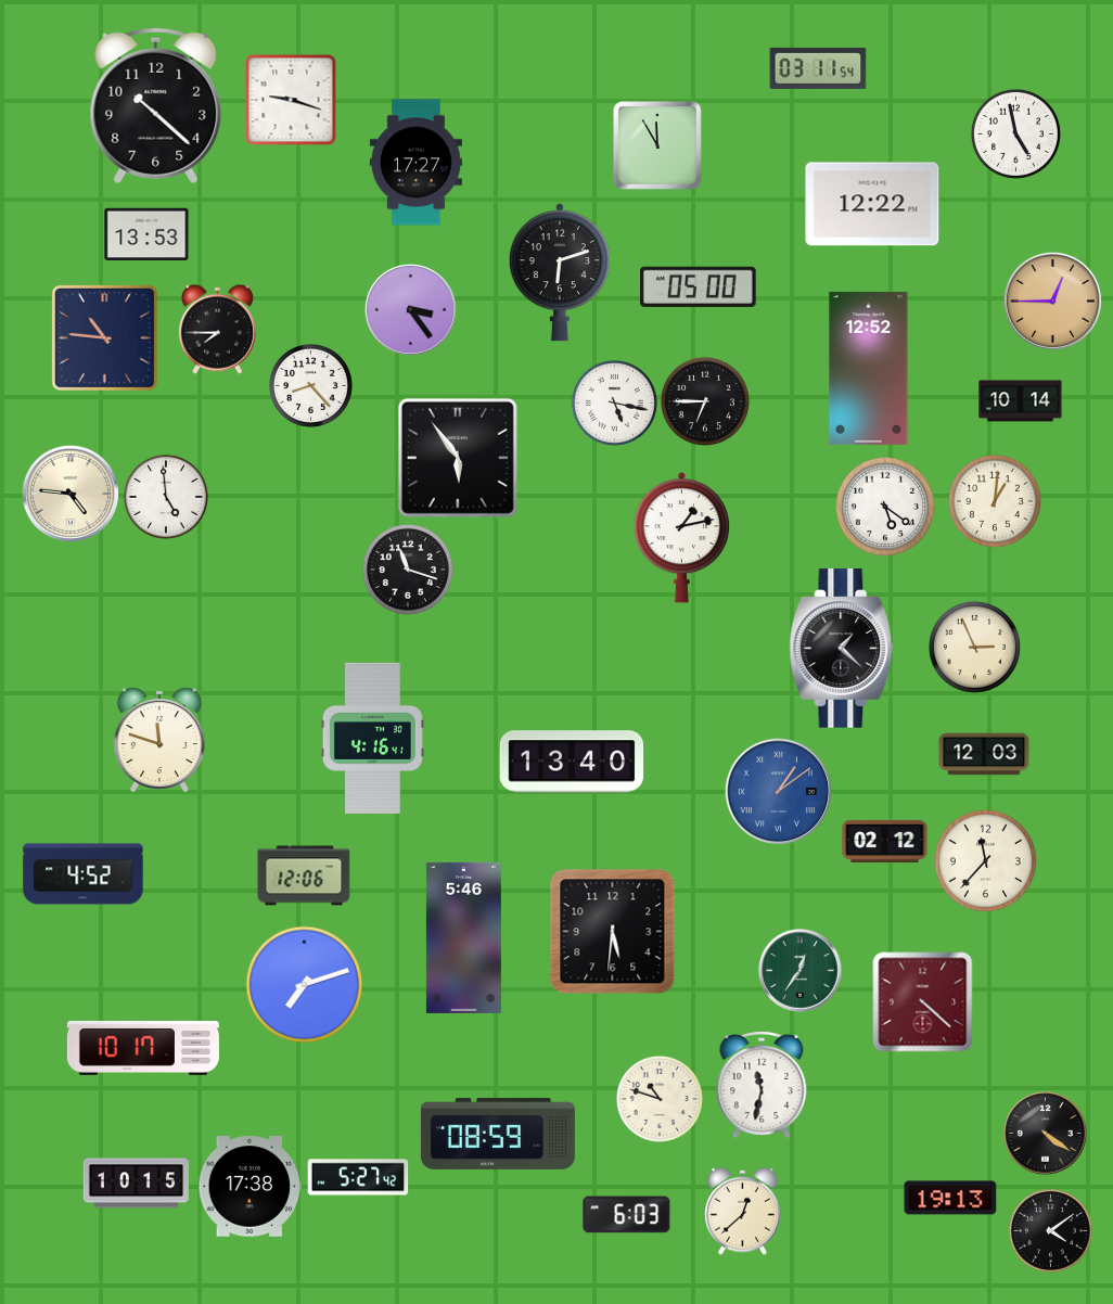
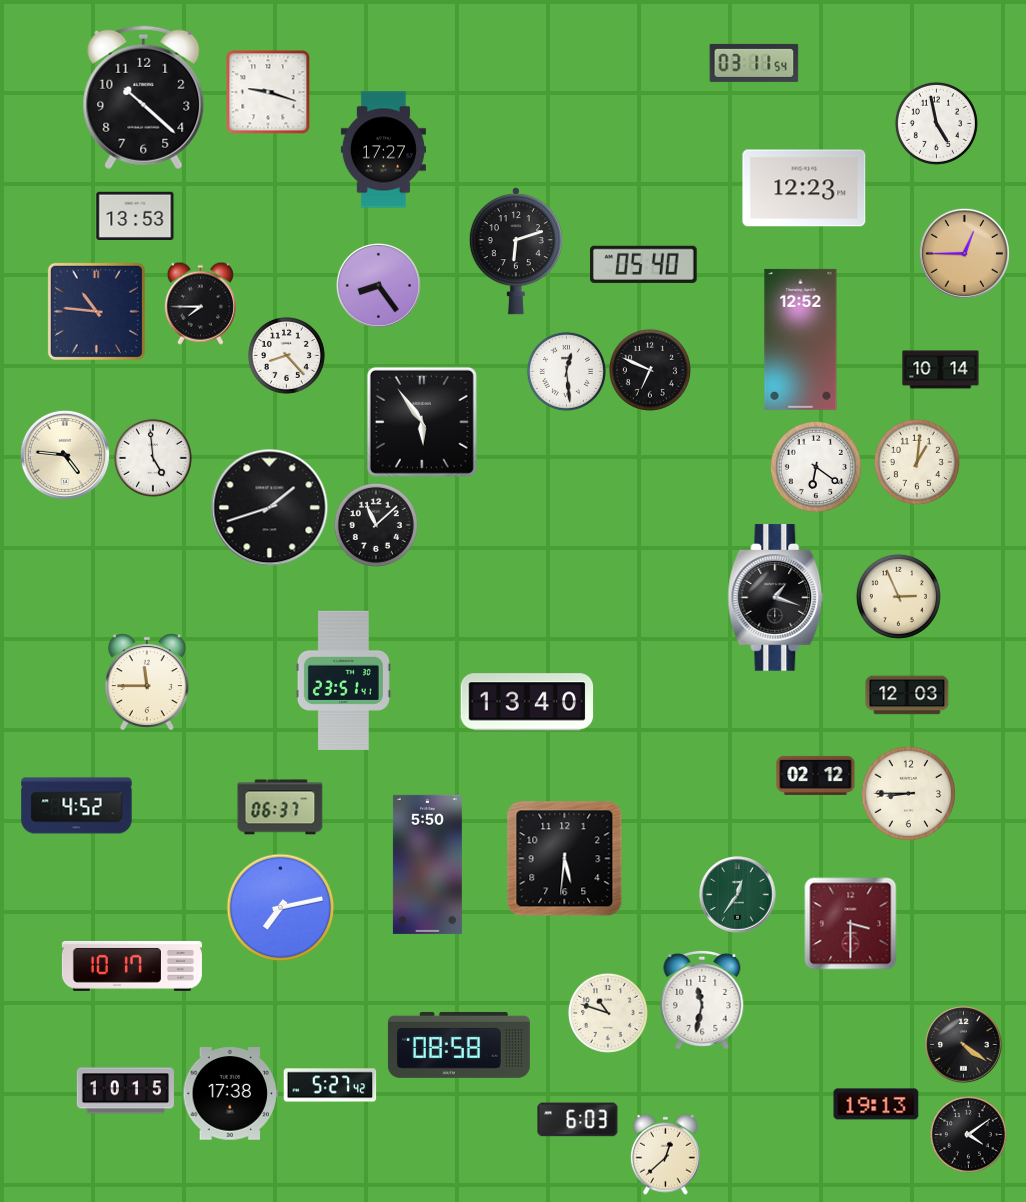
clock at (657, 145): 11:55 -> none
clock at (872, 204): 12:22 -> 12:23
clock at (699, 286): 05:00 -> 05:40
clock at (1052, 301) position: (1052, 301) -> (964, 253)
clock at (410, 309): 3:24 -> 8:24
clock at (705, 401): 6:45 -> 6:49
clock at (614, 402): 5:17 -> 12:29
clock at (885, 507): 5:21 -> 6:21
clock at (682, 537): 1:13 -> none
clock at (270, 508): none -> 1:42
clock at (408, 570): 11:18 -> 11:08
clock at (842, 649): 1:22 -> 1:18
clock at (372, 738): 4:16 -> 23:51
clock at (159, 740): 11:48 -> 11:45
clock at (779, 792): 1:09 -> none
clock at (985, 860): 11:37 -> 8:45
clock at (304, 875): 12:06 -> 06:37
clock at (463, 937): 5:46 -> 5:50
clock at (305, 985): 7:12 -> 7:13
clock at (923, 1002): 4:22 -> 3:30
clock at (498, 1134): 08:59 -> 08:58
clock at (743, 1211) position: (743, 1211) -> (666, 1154)
